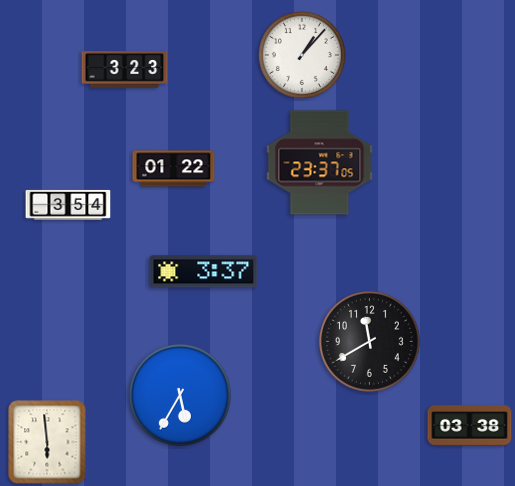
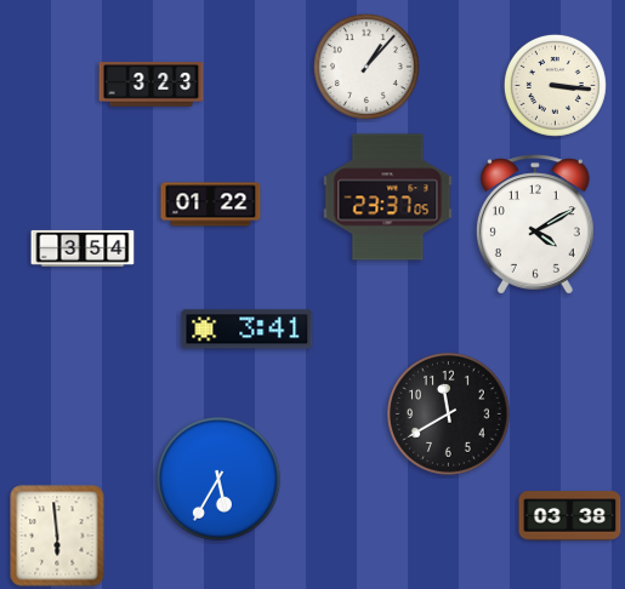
clock at (555, 85): none -> 3:16
clock at (535, 224): none -> 4:10
clock at (204, 272): 3:37 -> 3:41
